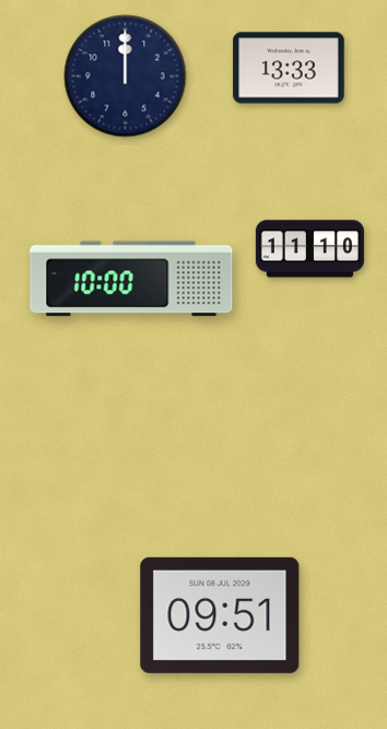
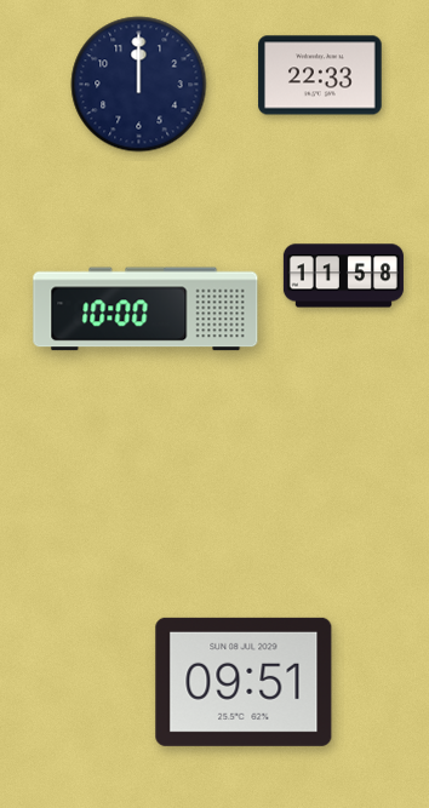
clock at (289, 68): 13:33 -> 22:33
clock at (309, 249): 11:10 -> 11:58
